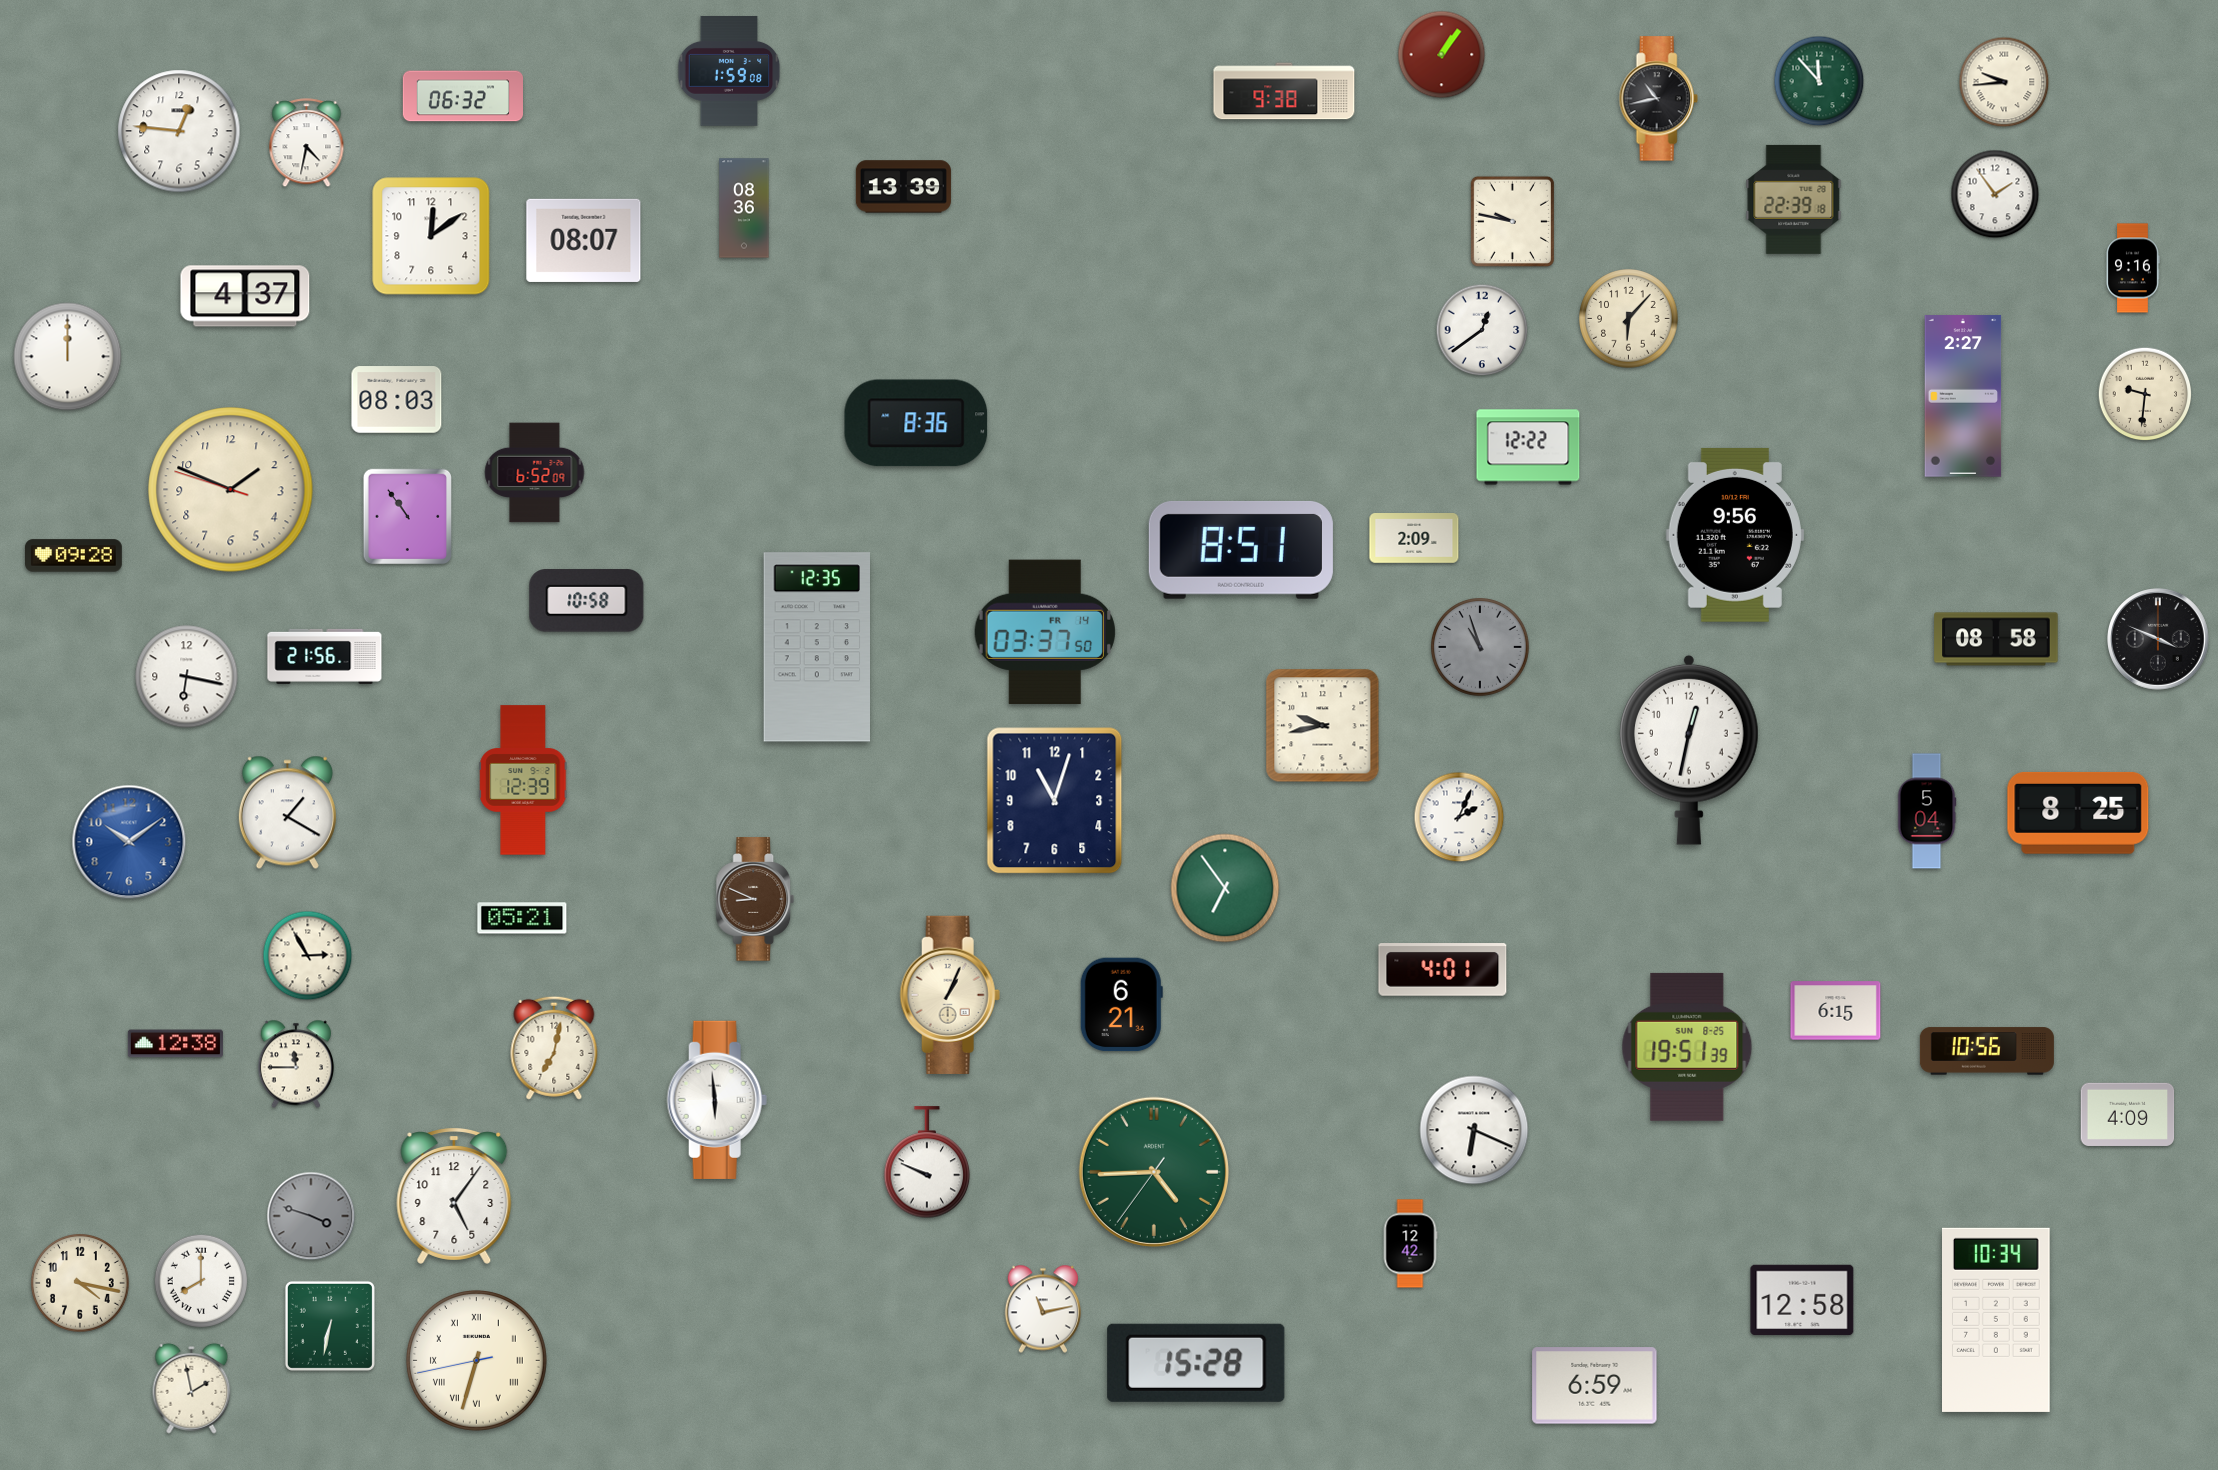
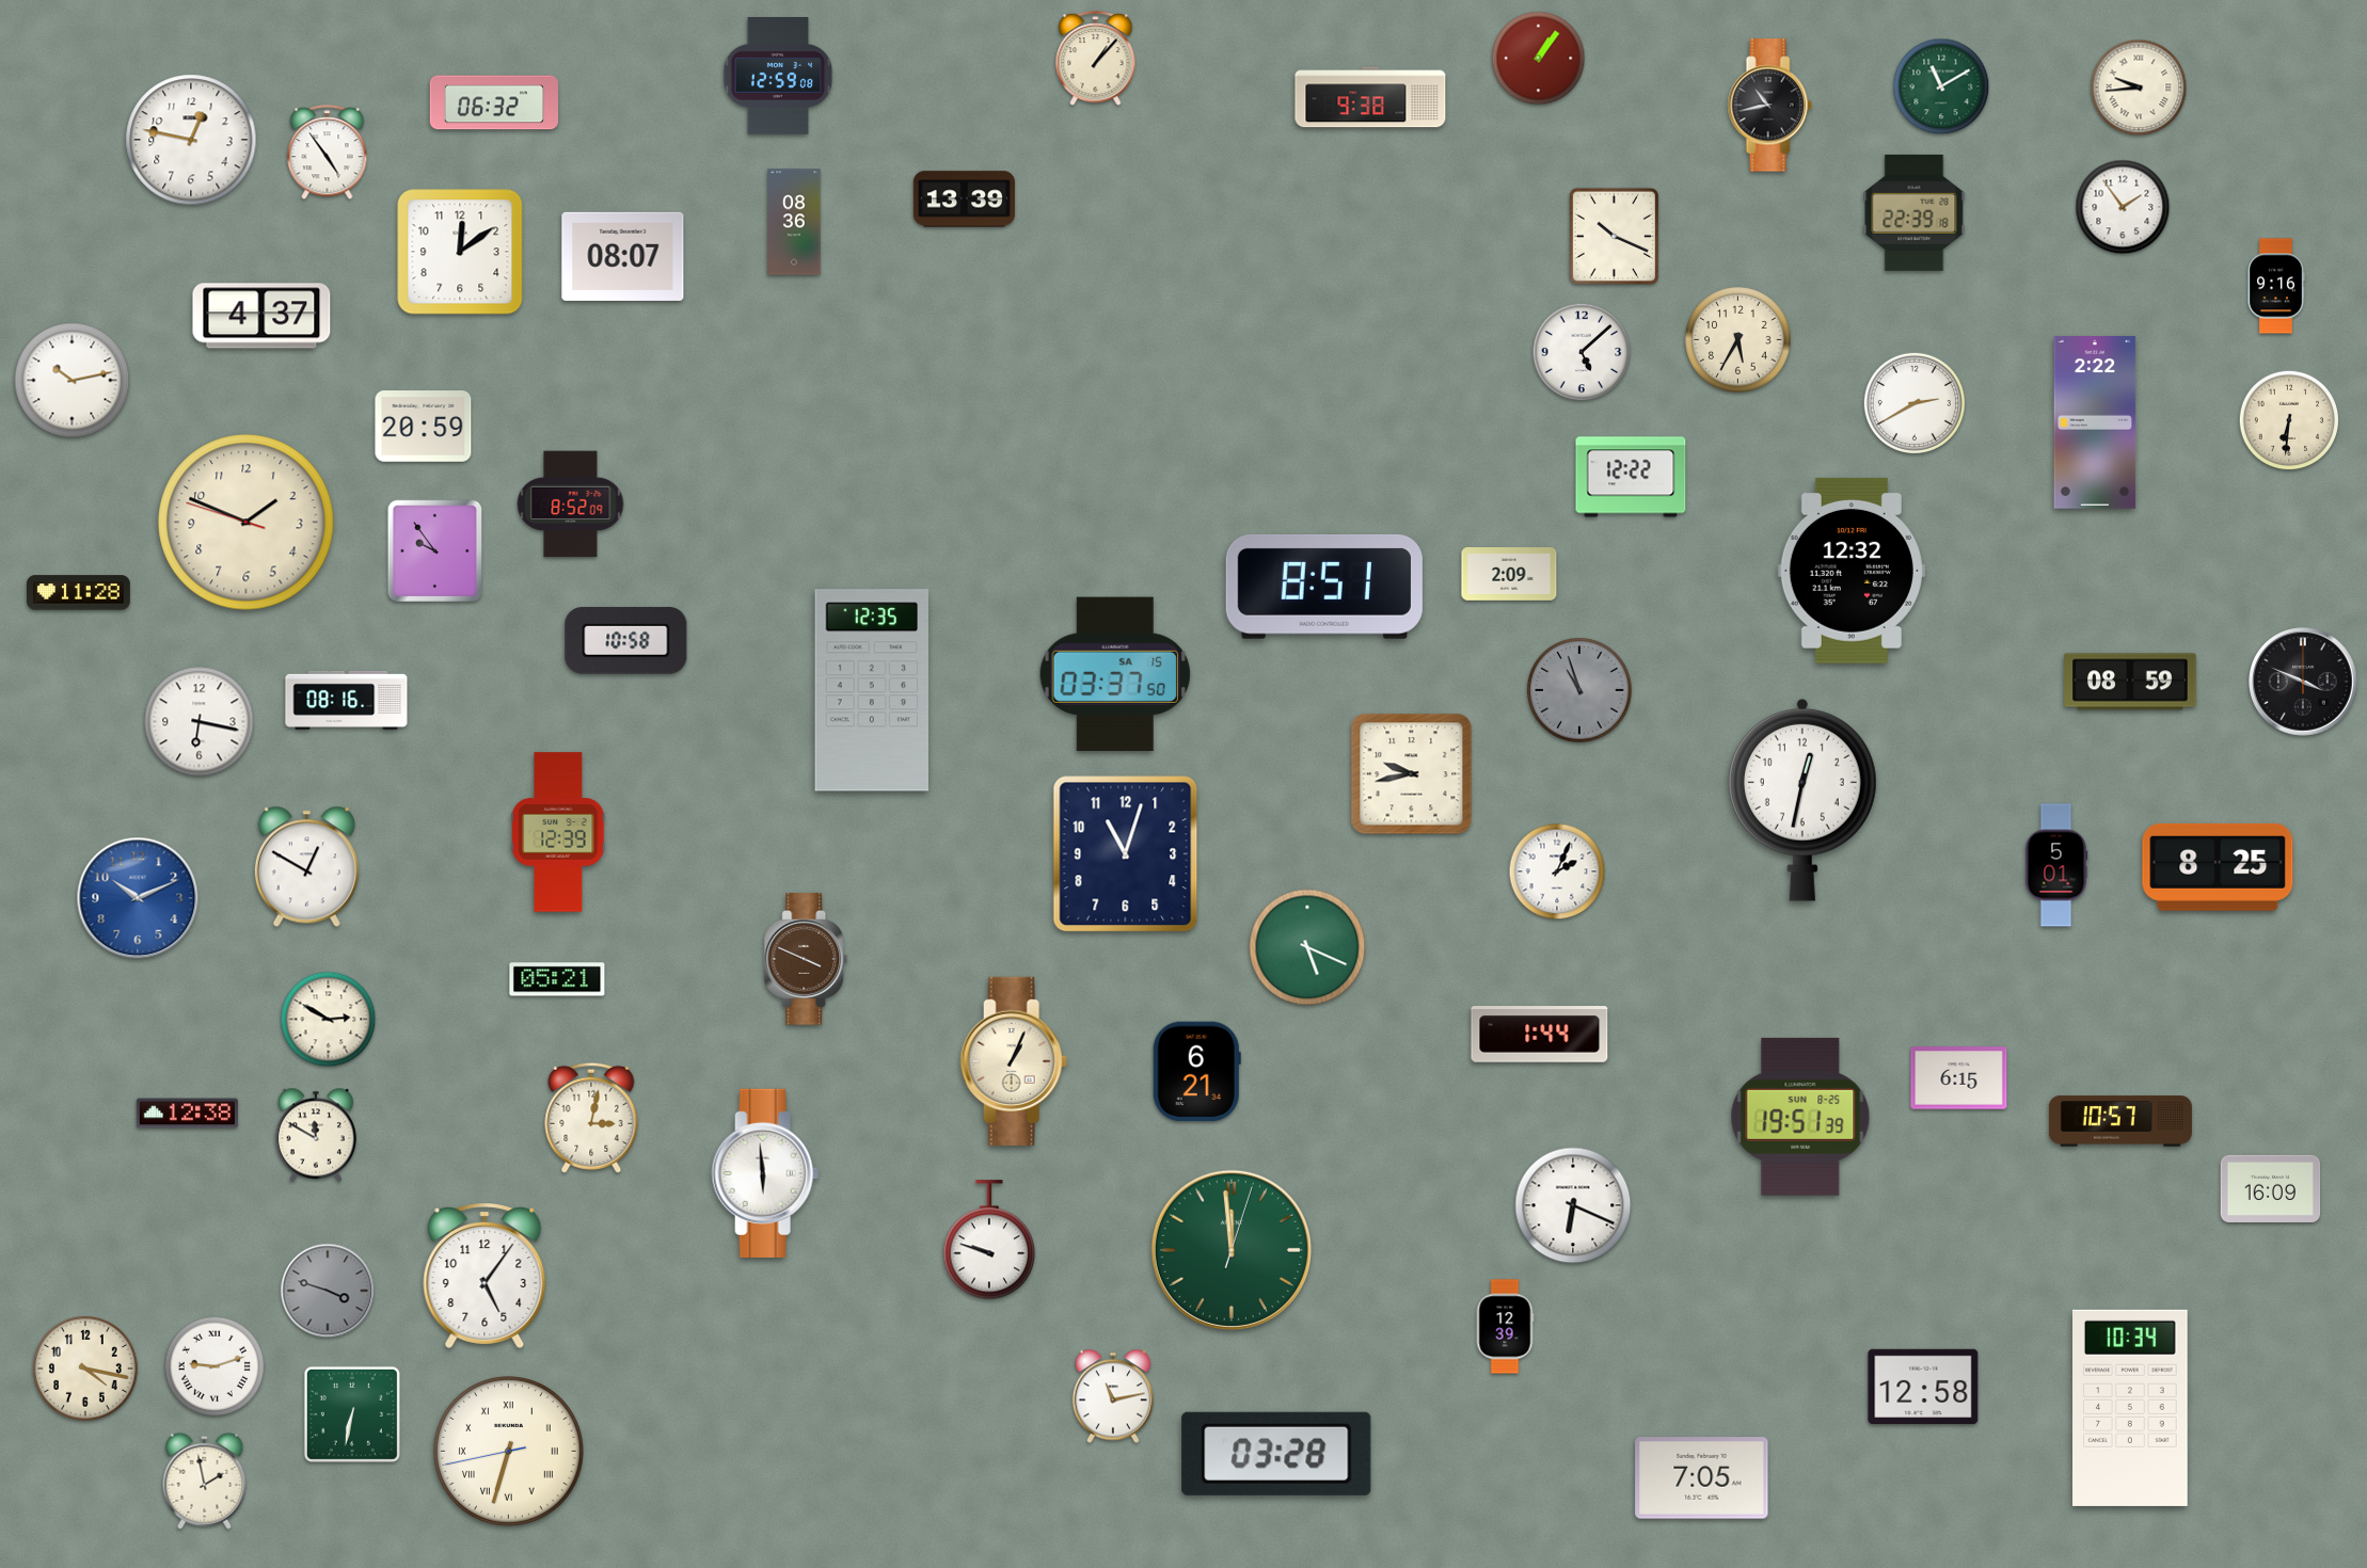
clock at (1096, 59): none -> 1:07
clock at (729, 72): 1:59 -> 12:59
clock at (1819, 81): 11:53 -> 11:10
clock at (179, 131): 12:46 -> 12:47
clock at (307, 143): 4:32 -> 4:54
clock at (1995, 194) position: (1995, 194) -> (2123, 207)
clock at (1512, 221): 9:47 -> 10:19
clock at (1629, 319): 6:07 -> 5:35
clock at (1482, 330): 12:39 -> 5:08
clock at (68, 357): 12:00 -> 10:13
clock at (1915, 403): none -> 2:40
clock at (2145, 394): 9:31 -> 6:31
clock at (1963, 396): 2:27 -> 2:22
clock at (397, 400): 08:03 -> 20:59
clock at (916, 423): 8:36 -> none
clock at (535, 473): 6:52 -> 8:52
clock at (407, 517): 10:54 -> 9:54
clock at (1735, 535): 9:56 -> 12:32
clock at (74, 556): 09:28 -> 11:28
clock at (1045, 631) date: FR 14 -> SA 15
clock at (1996, 639): 08:58 -> 08:59
clock at (325, 656): 21:56 -> 08:16
clock at (1927, 811): 5:04 -> 5:01
clock at (287, 813): 1:20 -> 12:50
clock at (129, 842): 10:09 -> 10:11
clock at (1225, 888): 6:54 -> 5:19
clock at (755, 899): 8:49 -> 3:49
clock at (308, 956): 2:55 -> 2:50
clock at (1443, 970): 4:01 -> 1:44
clock at (554, 1048): 7:02 -> 3:02
clock at (1987, 1051): 10:56 -> 10:57
clock at (295, 1064): 11:45 -> 11:50
clock at (2128, 1114): 4:09 -> 16:09
clock at (927, 1163): 9:49 -> 9:48
clock at (1154, 1172): 4:44 -> 11:59
clock at (311, 1216) position: (311, 1216) -> (328, 1291)
clock at (1410, 1244): 12:42 -> 12:39
clock at (201, 1281): 8:00 -> 9:12
clock at (1196, 1363): 15:28 -> 03:28
clock at (1595, 1386): 6:59 -> 7:05
